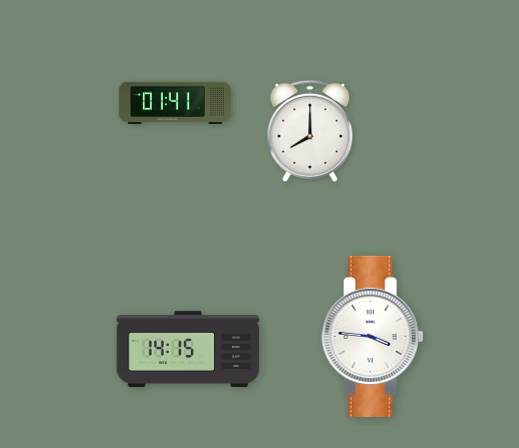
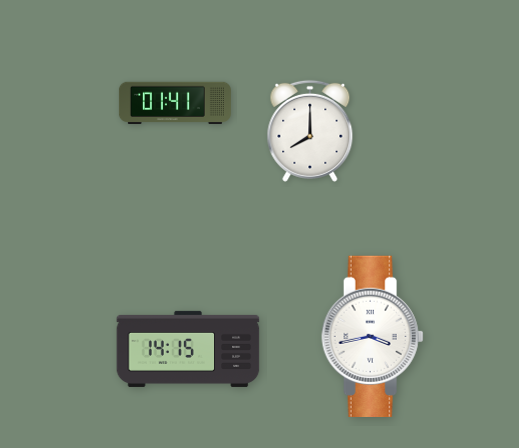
clock at (373, 336): 3:46 -> 3:43
